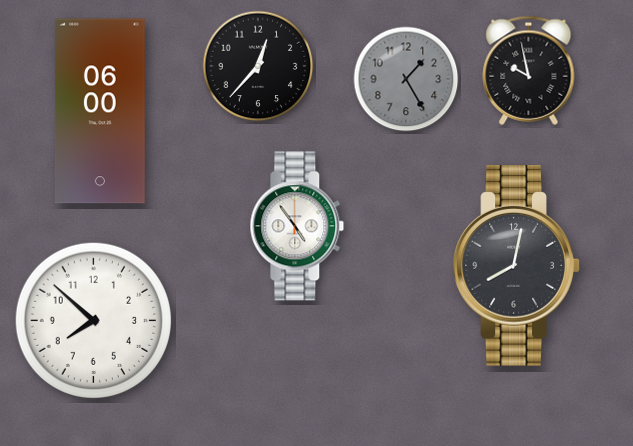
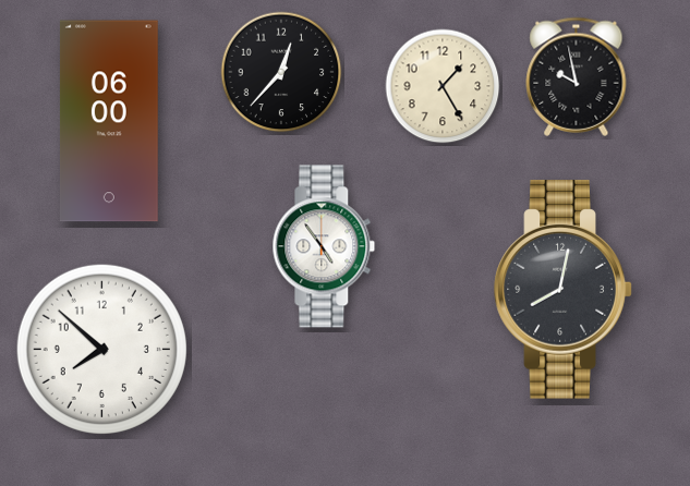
clock at (406, 79) dial: grey -> cream
